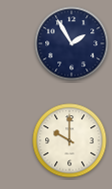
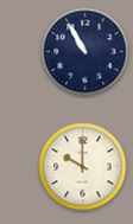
clock at (72, 44): 1:55 -> 10:55
